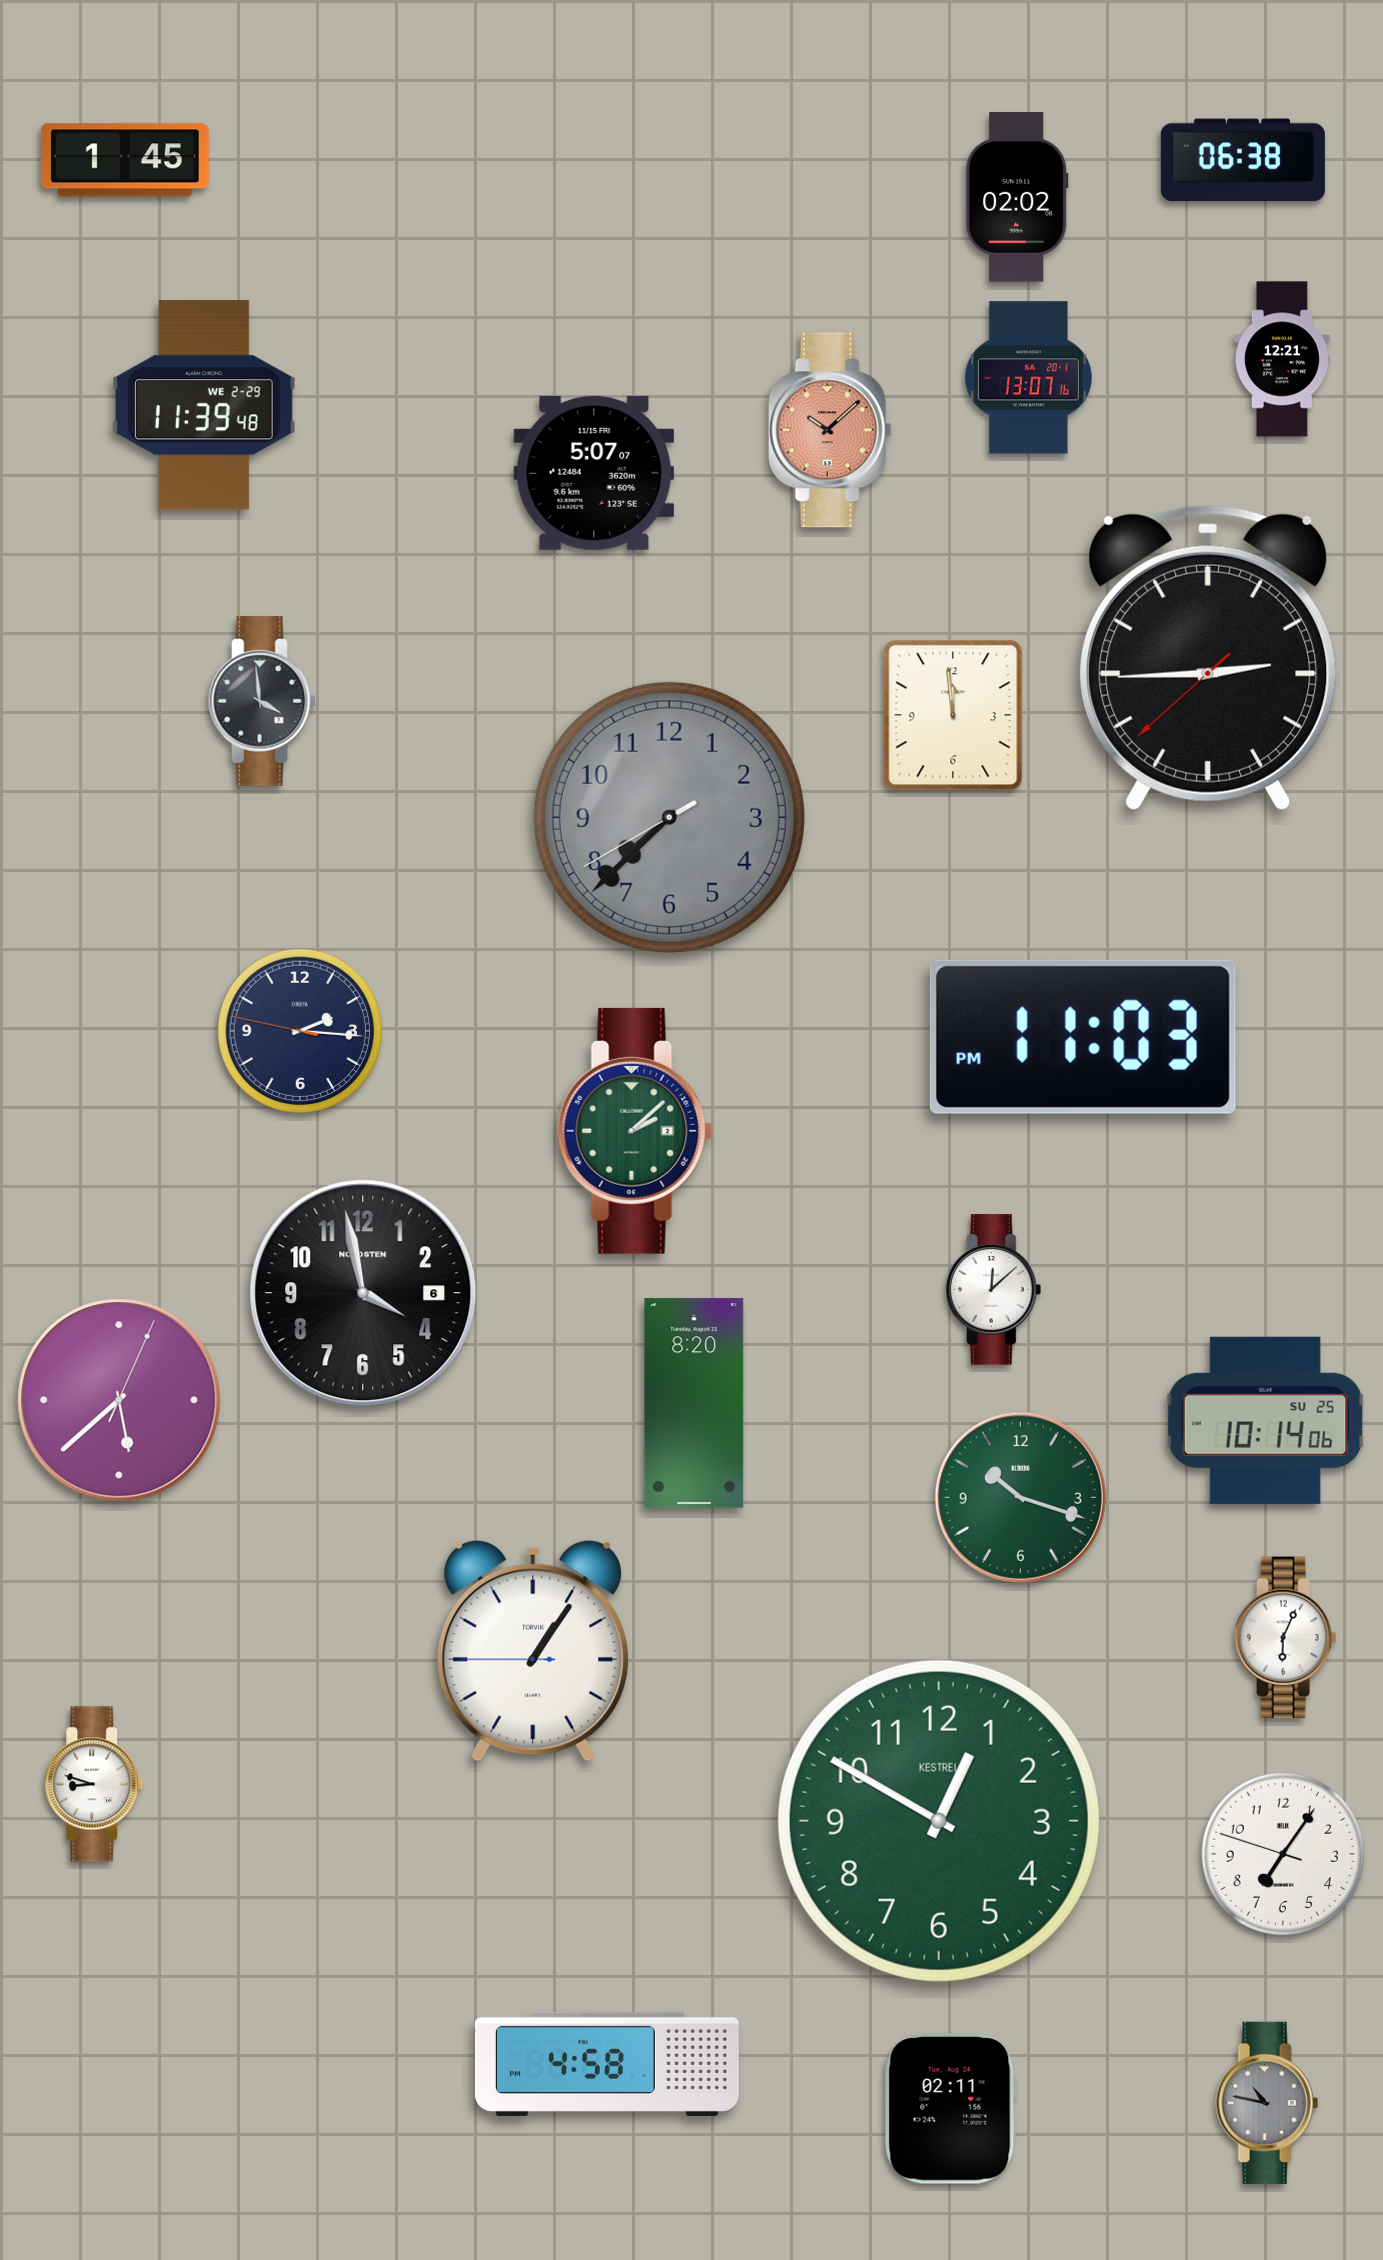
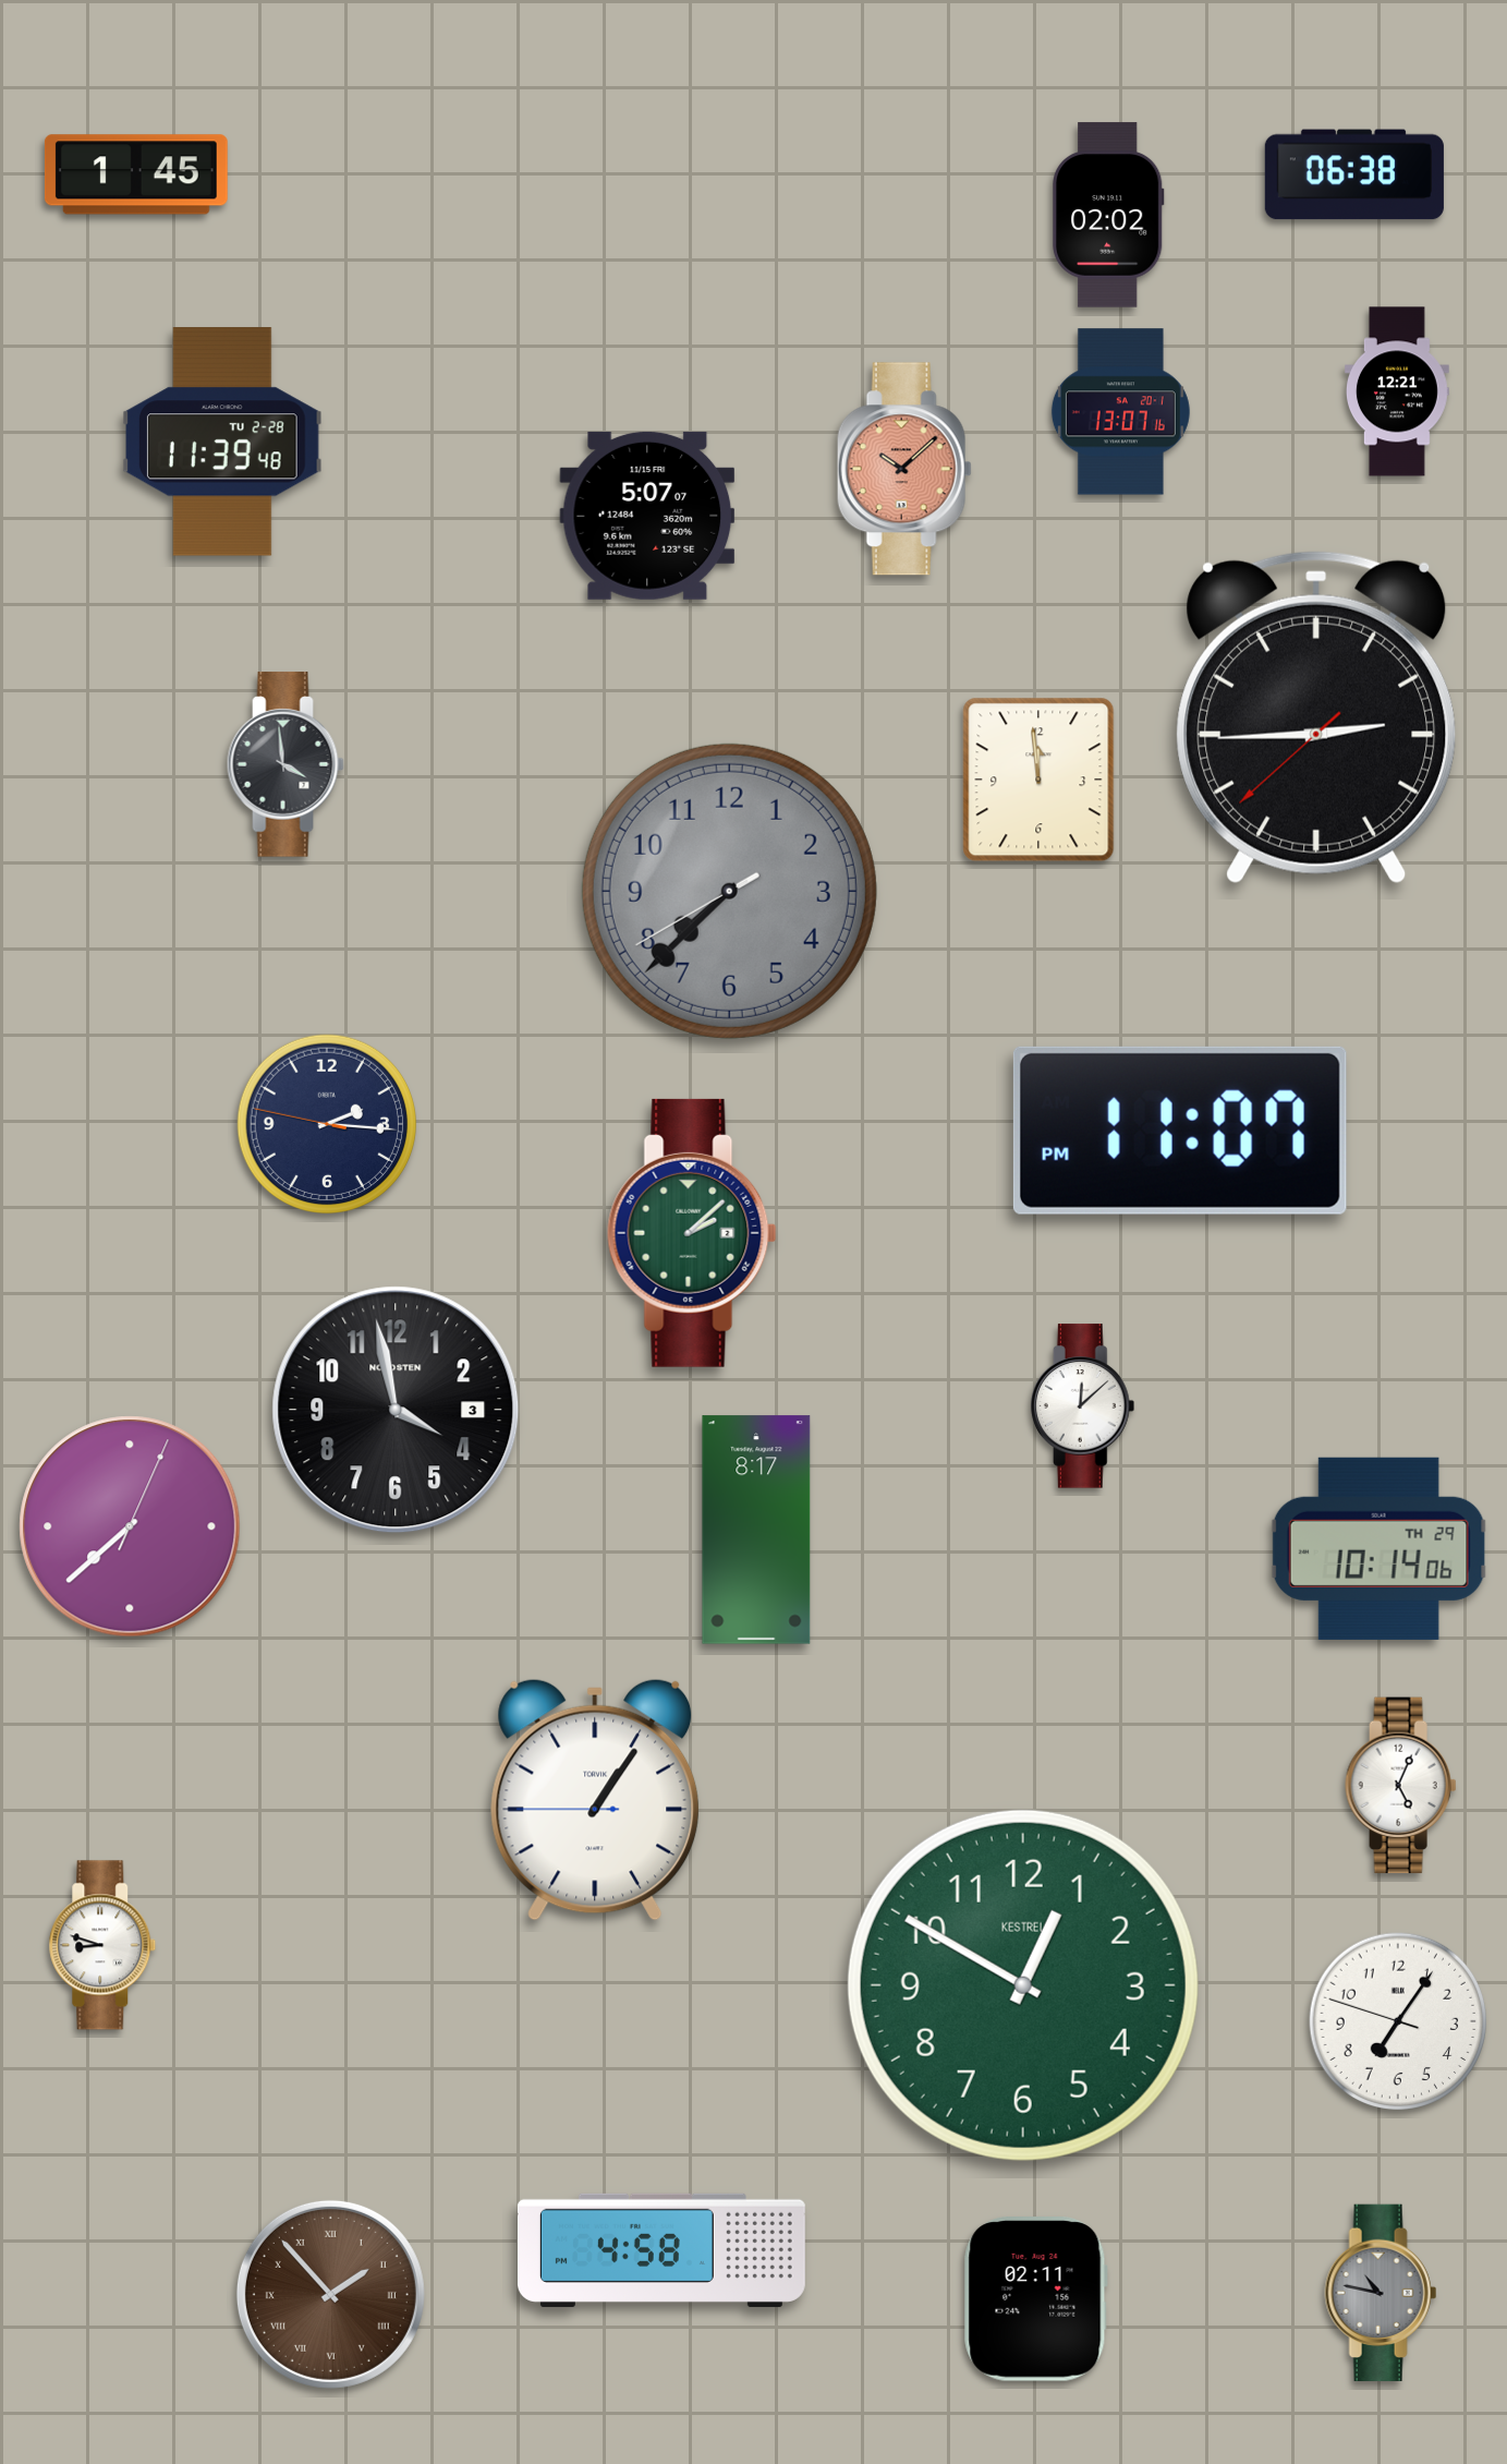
clock at (204, 405) date: WE 2-29 -> TU 2-28
clock at (1083, 1037): 11:03 -> 11:07
clock at (363, 1293) date: 6 -> 3
clock at (119, 1400): 5:38 -> 7:38
clock at (694, 1403): 8:20 -> 8:17
clock at (1265, 1420) date: SU 25 -> TH 29
clock at (1020, 1497): 10:18 -> none
clock at (1286, 1638): 6:04 -> 5:04
clock at (533, 1651) position: (533, 1651) -> (595, 1800)
clock at (330, 2294): none -> 1:53
